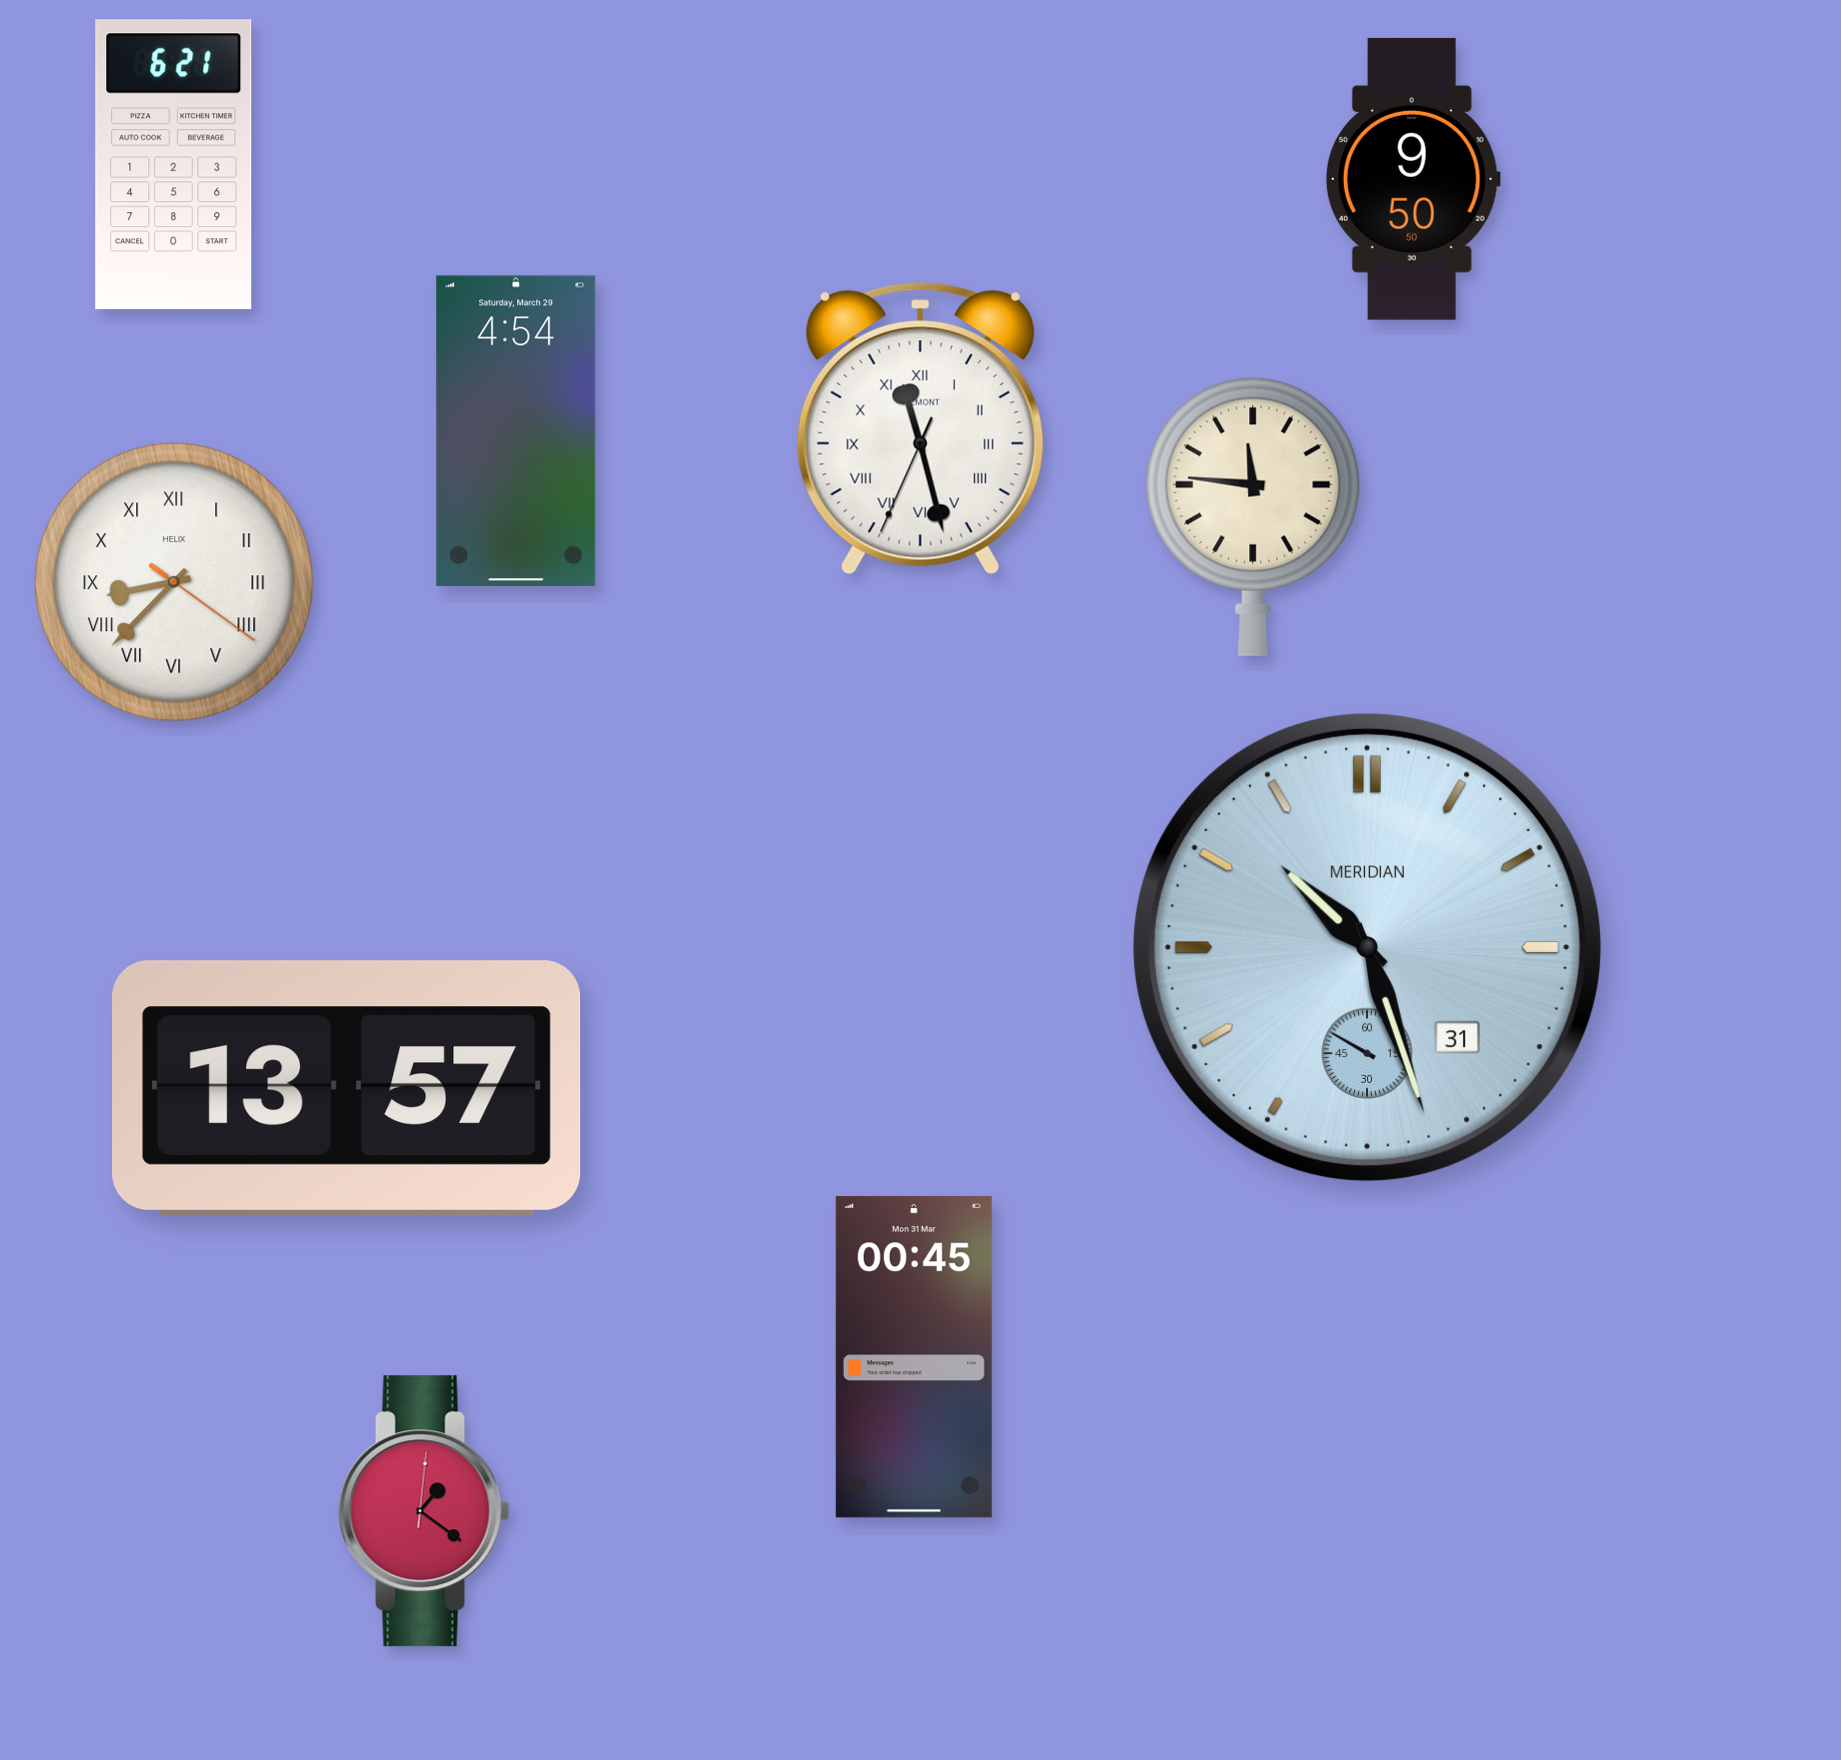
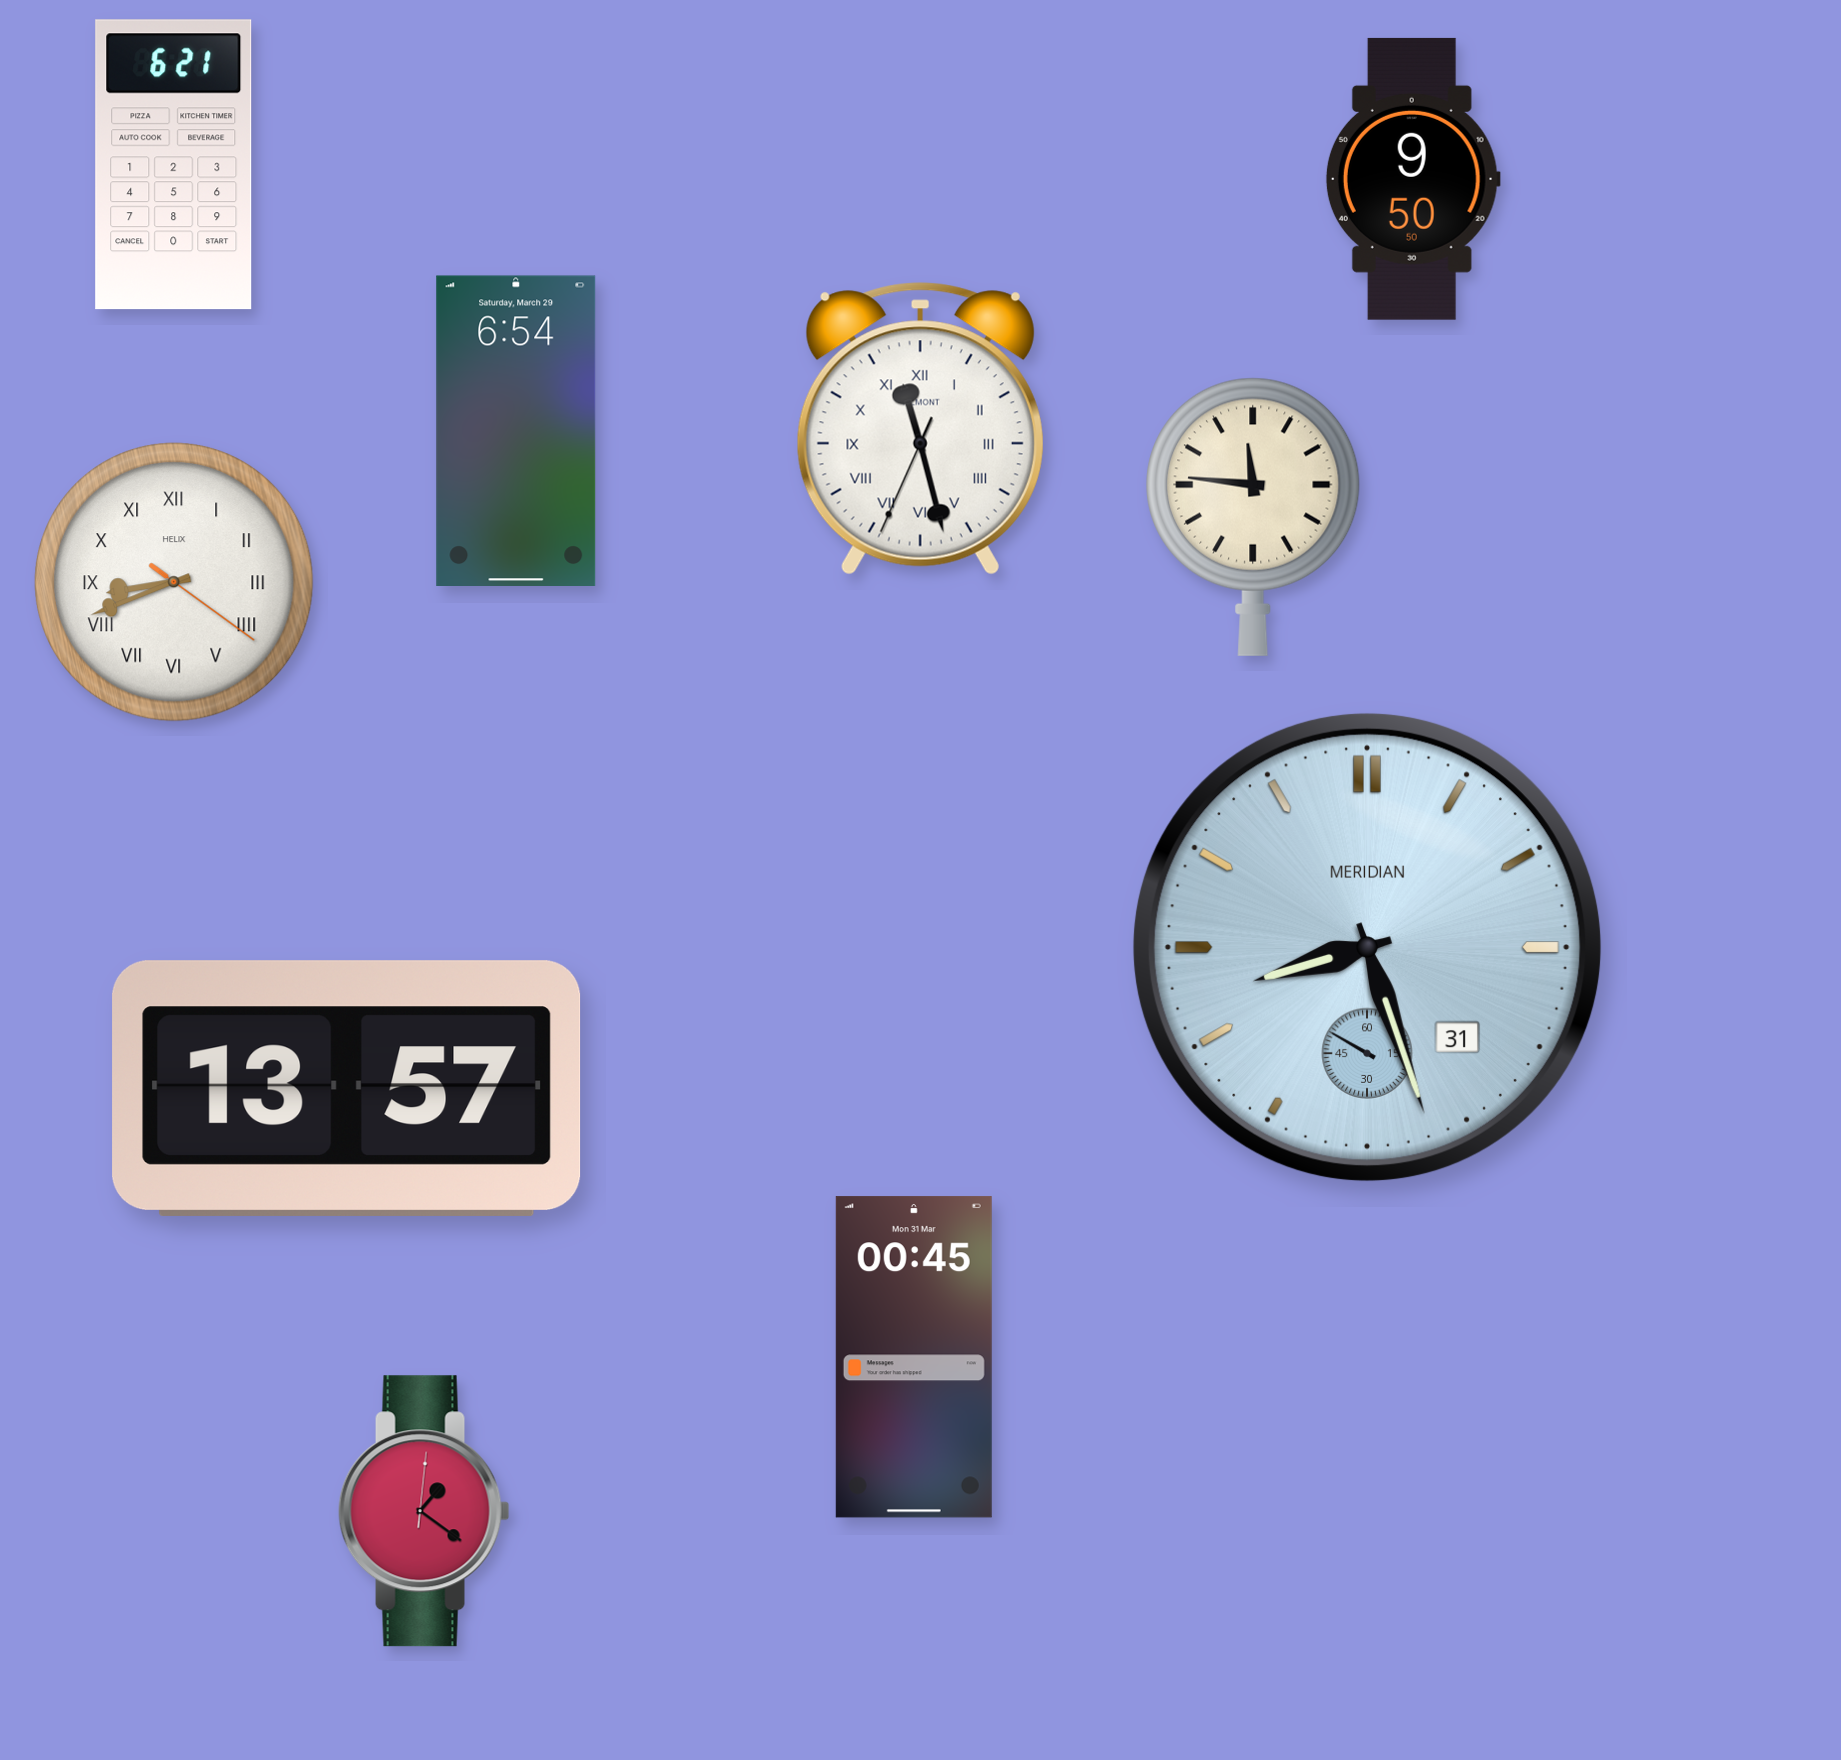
clock at (516, 430): 4:54 -> 6:54
clock at (175, 583): 8:37 -> 8:41
clock at (1367, 947): 10:26 -> 8:26
